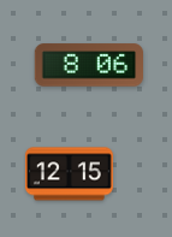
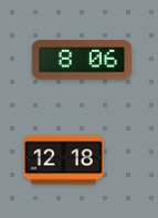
clock at (69, 174): 12:15 -> 12:18
